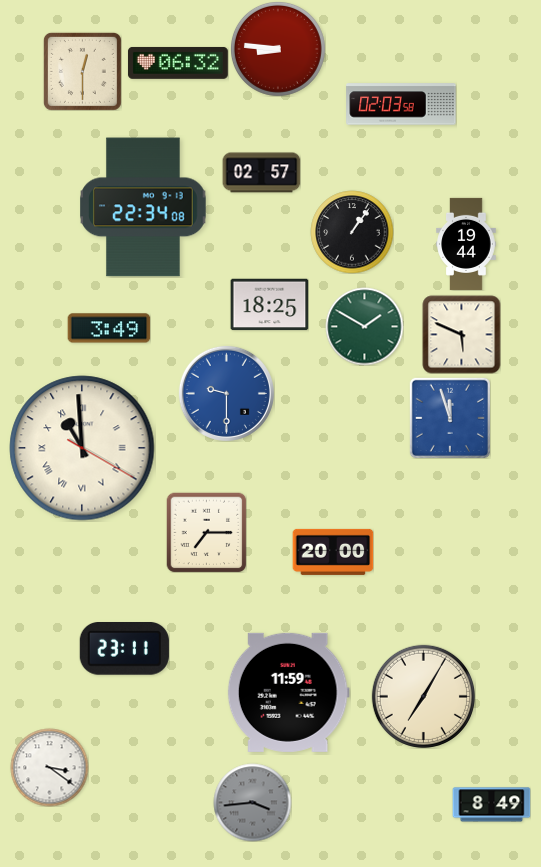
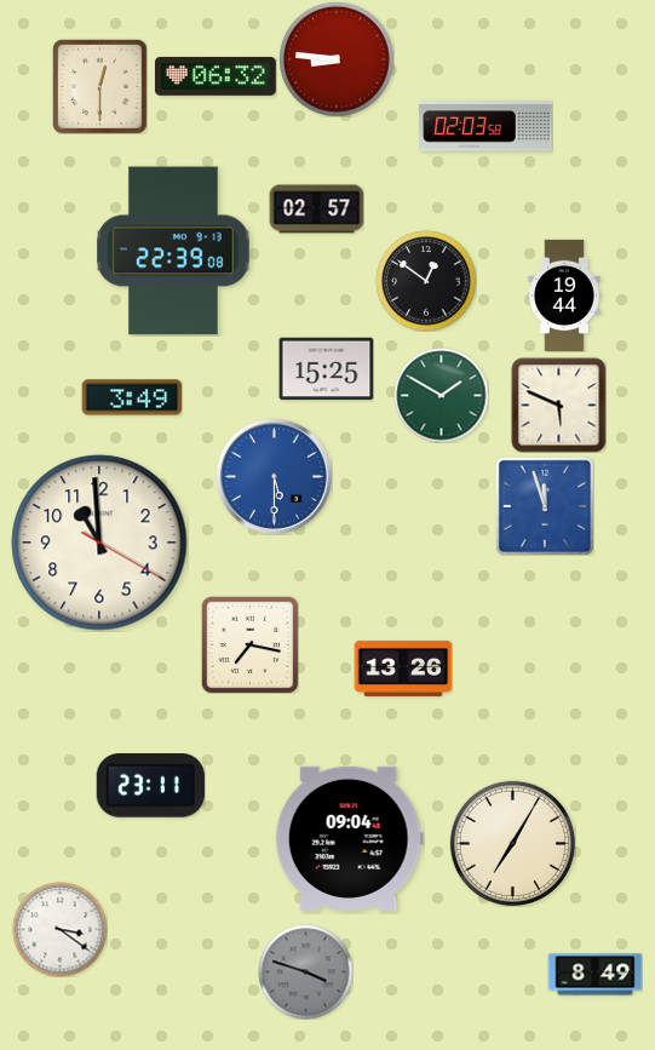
clock at (143, 207): 22:34 -> 22:39
clock at (352, 232): 1:06 -> 12:51
clock at (269, 305): 18:25 -> 15:25
clock at (226, 393): 9:30 -> 5:30
clock at (82, 448) numerals: Roman -> Arabic
clock at (206, 532): 7:15 -> 7:17
clock at (333, 552): 20:00 -> 13:26
clock at (288, 692): 11:59 -> 09:04
clock at (252, 802): 3:44 -> 3:48
